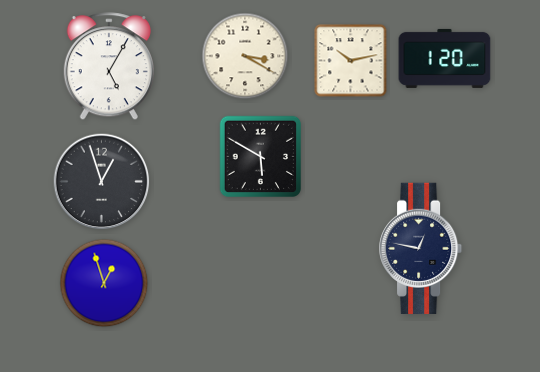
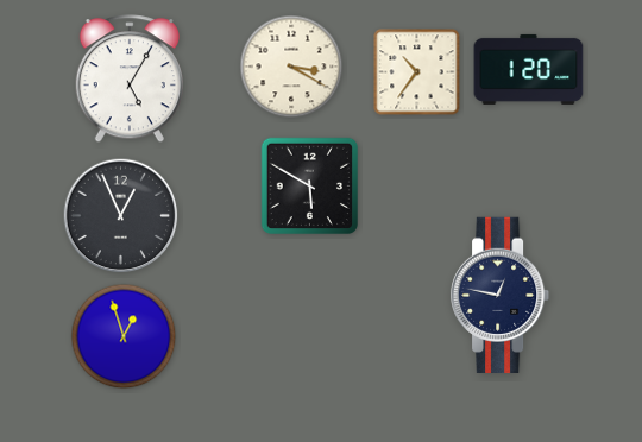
clock at (351, 61): 10:13 -> 10:36
clock at (102, 182): 12:57 -> 12:56
